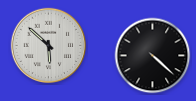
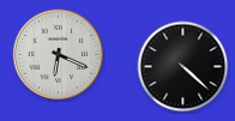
clock at (49, 46): 5:52 -> 6:19
